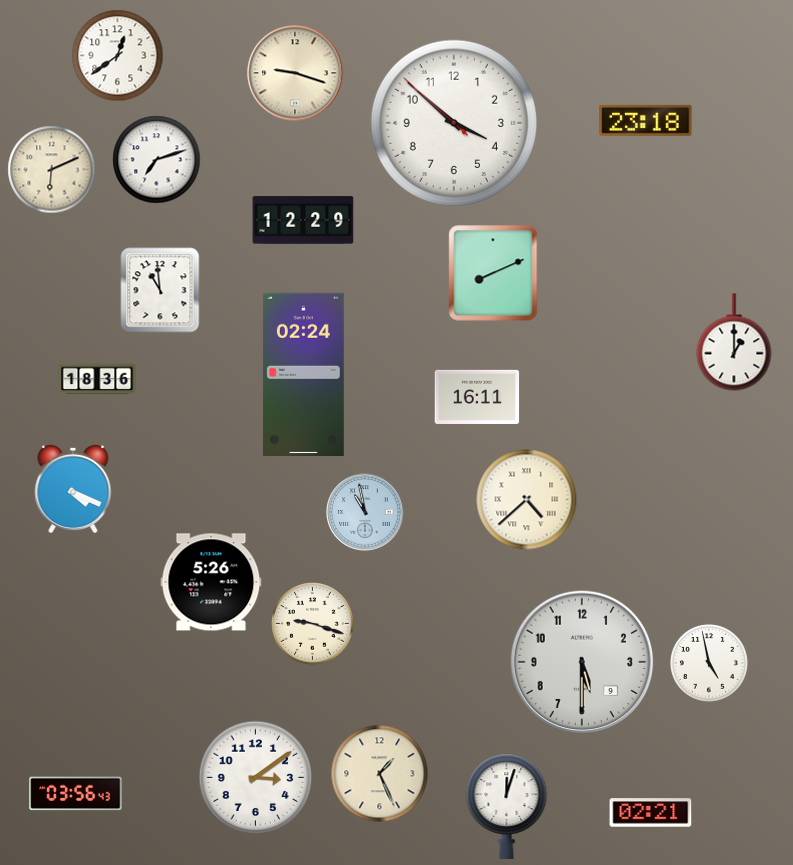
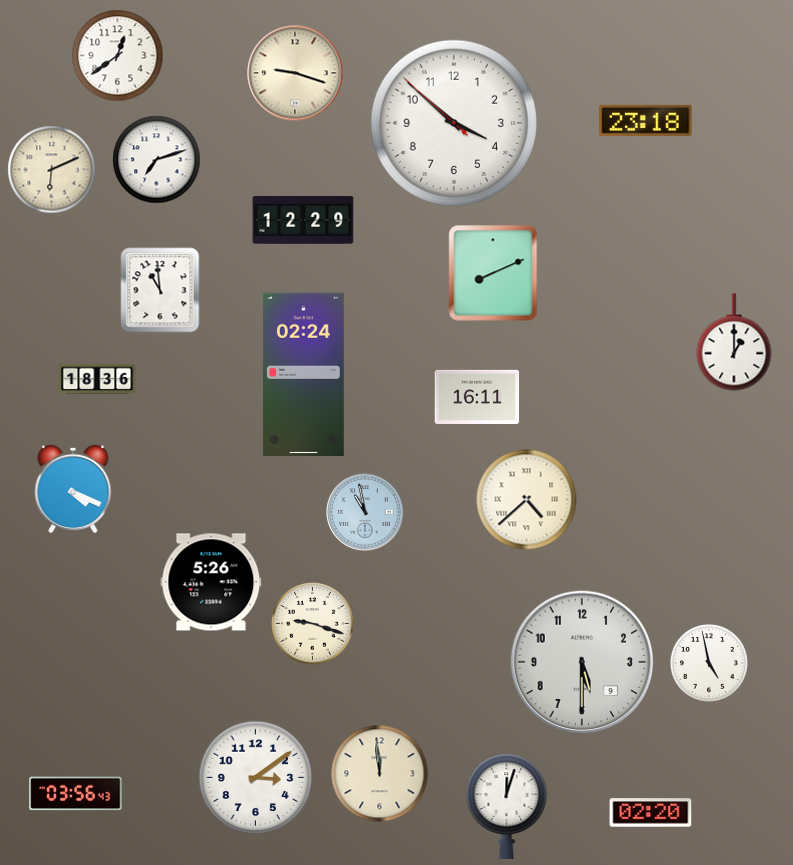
clock at (380, 774): 1:26 -> 11:59
clock at (651, 813): 02:21 -> 02:20
